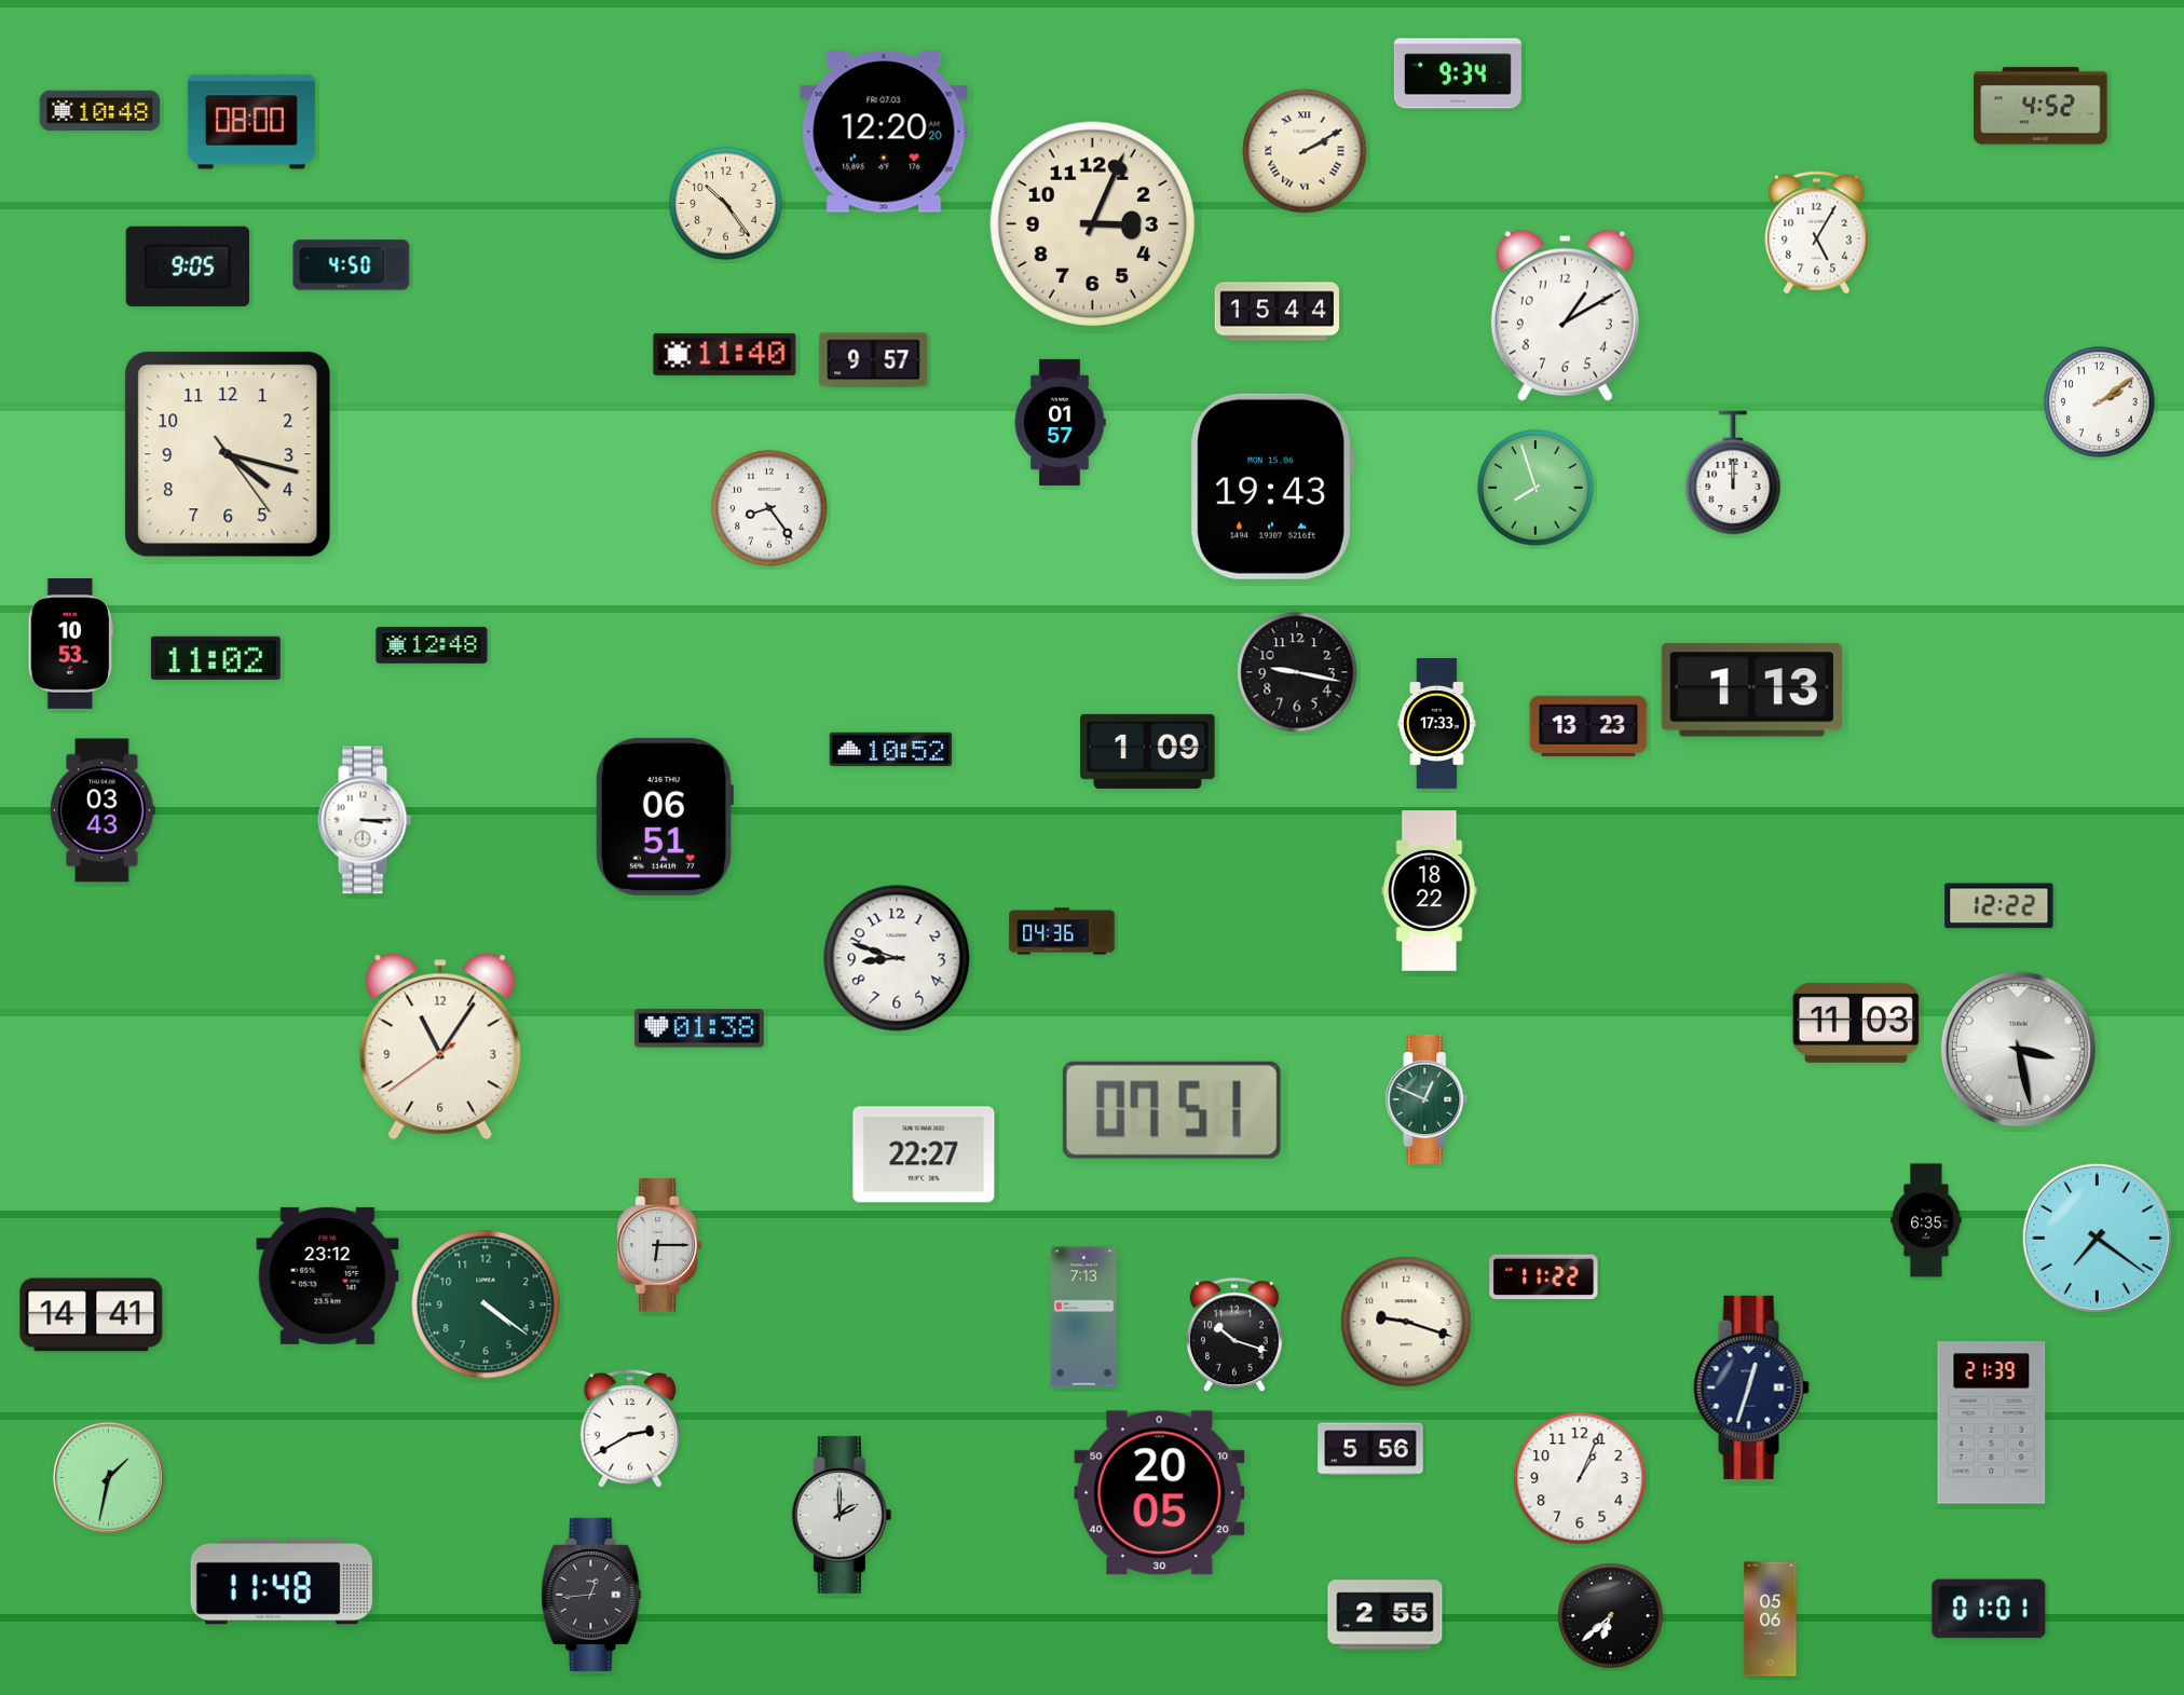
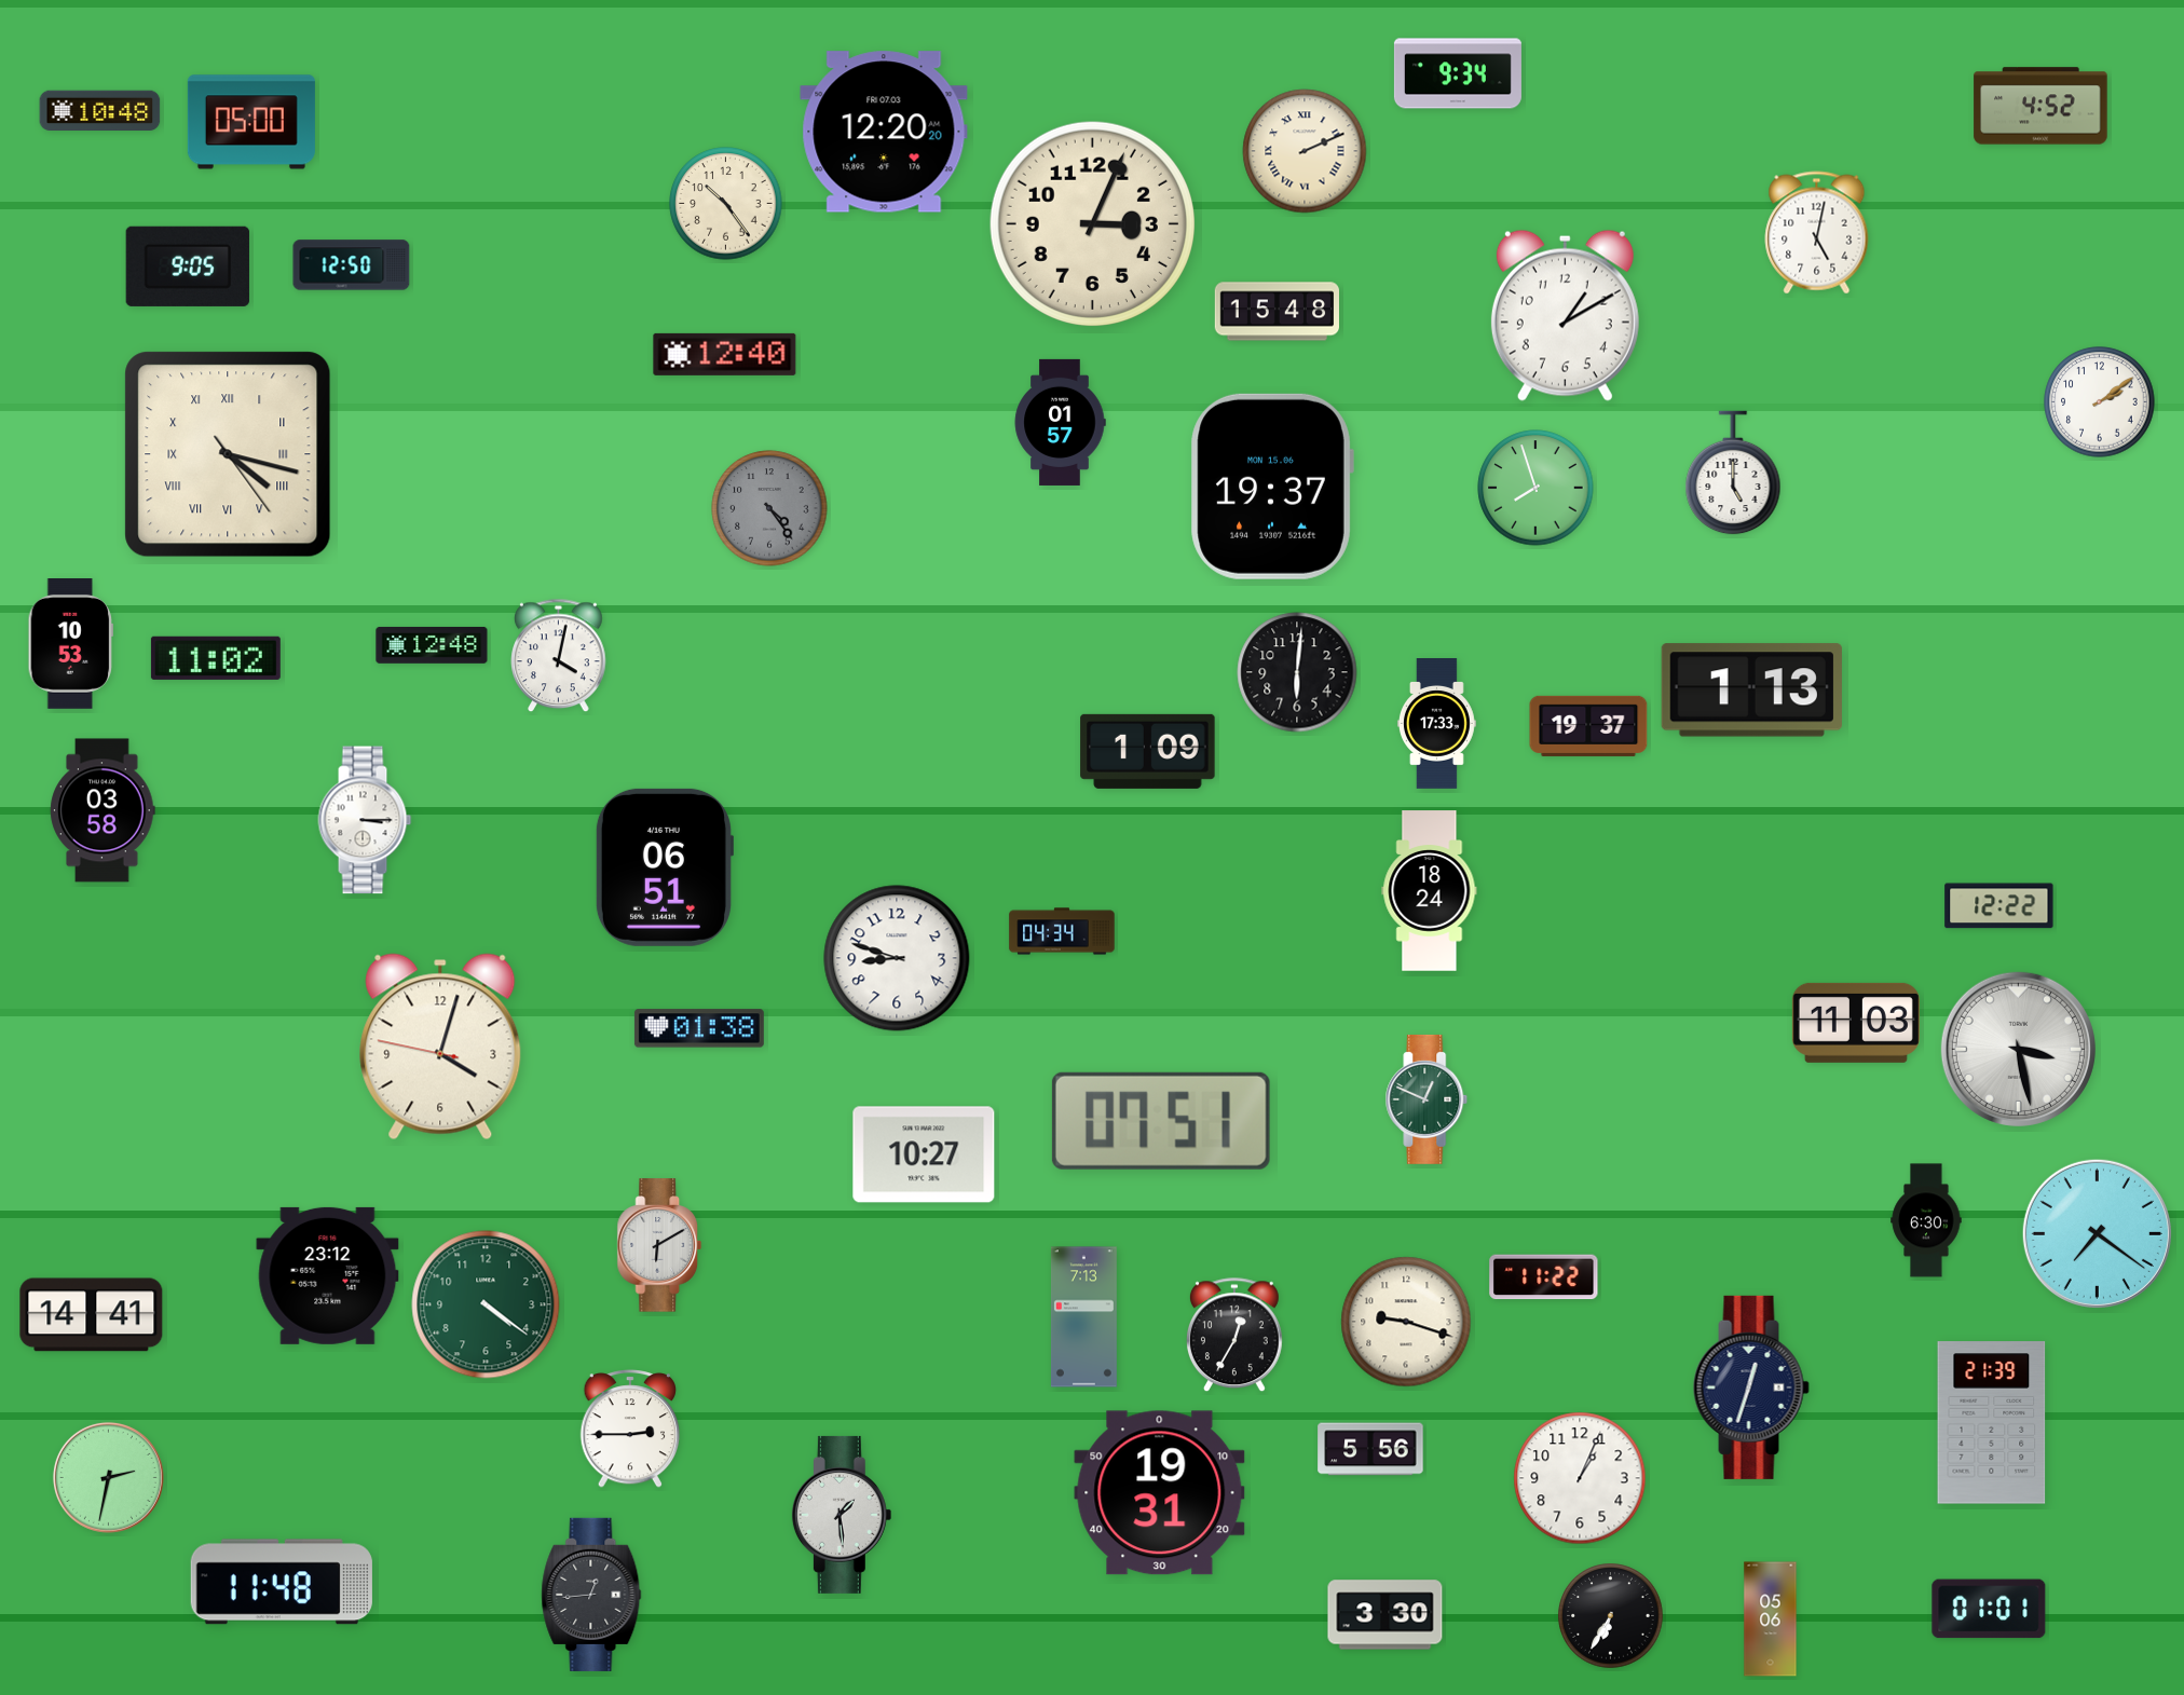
clock at (251, 122): 08:00 -> 05:00
clock at (1305, 151): 2:10 -> 2:11
clock at (1817, 233): 5:05 -> 5:02
clock at (352, 265): 4:50 -> 12:50
clock at (1277, 312): 15:44 -> 15:48
clock at (725, 354): 11:40 -> 12:40
clock at (874, 360): 9:57 -> none
clock at (228, 454) numerals: Arabic -> Roman
clock at (1733, 473): 12:00 -> 5:00
clock at (1272, 487): 19:43 -> 19:37
clock at (769, 508): 8:24 -> 4:24
clock at (769, 508) dial: white -> grey
clock at (559, 656): none -> 4:02
clock at (1297, 672): 9:17 -> 6:01
clock at (1588, 726): 13:23 -> 19:37
clock at (891, 750): 10:52 -> none
clock at (103, 810): 03:43 -> 03:58
clock at (664, 817) position: (664, 817) -> (664, 867)
clock at (1430, 891): 18:22 -> 18:24
clock at (1062, 931): 04:36 -> 04:34
clock at (440, 1047): 11:05 -> 4:02
clock at (1172, 1110) position: (1172, 1110) -> (1161, 1121)
clock at (924, 1154): 22:27 -> 10:27
clock at (1926, 1220): 6:35 -> 6:30
clock at (2097, 1238) position: (2097, 1238) -> (2097, 1233)
clock at (659, 1245): 6:15 -> 6:10
clock at (1234, 1336): 10:18 -> 12:35
clock at (630, 1429): 2:40 -> 2:45
clock at (108, 1477): 1:32 -> 2:32
clock at (1160, 1493): 20:05 -> 19:31
clock at (842, 1515): 2:00 -> 1:29
clock at (1386, 1615): 2:55 -> 3:30
clock at (1611, 1616): 6:38 -> 6:35
